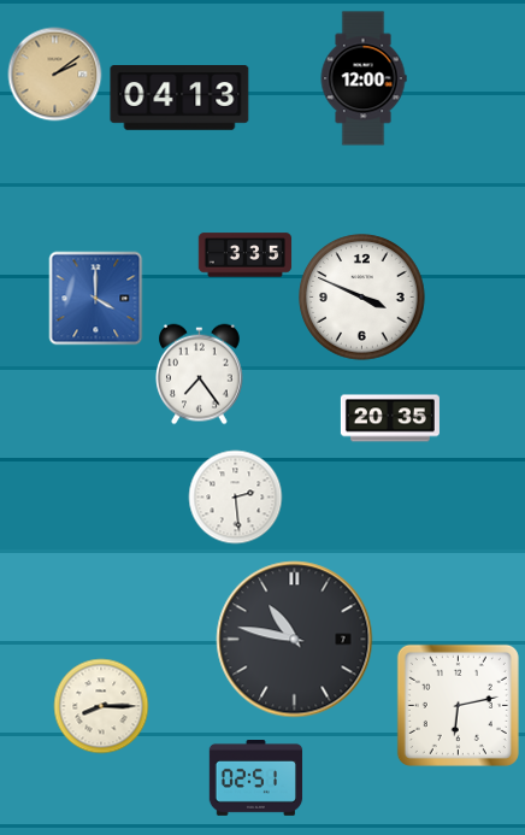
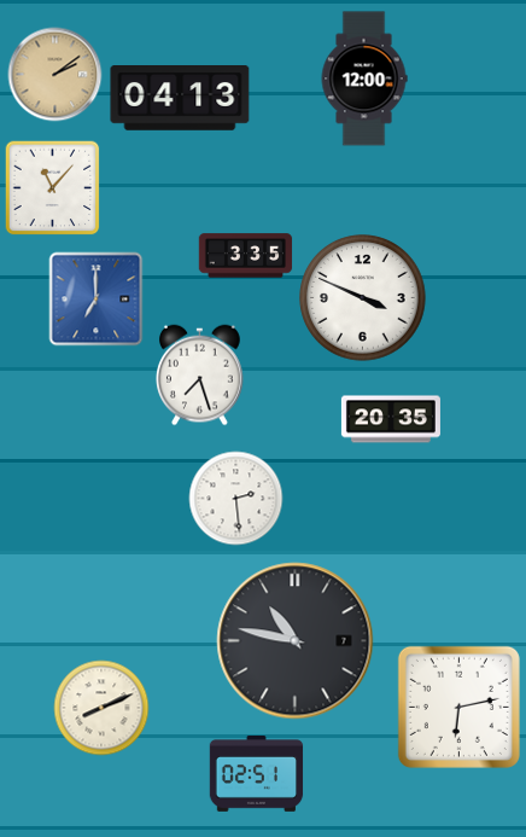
clock at (52, 187): none -> 11:07
clock at (95, 298): 4:00 -> 7:00
clock at (200, 374): 7:24 -> 7:27
clock at (101, 706): 8:15 -> 8:11
clock at (255, 778) position: (255, 778) -> (256, 774)
